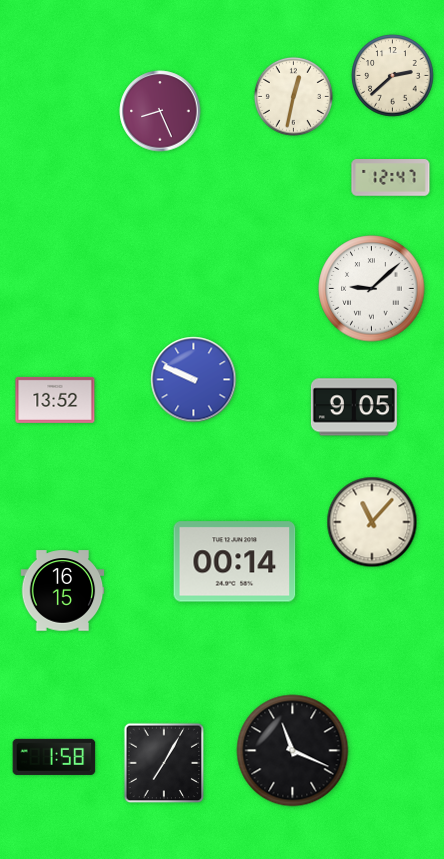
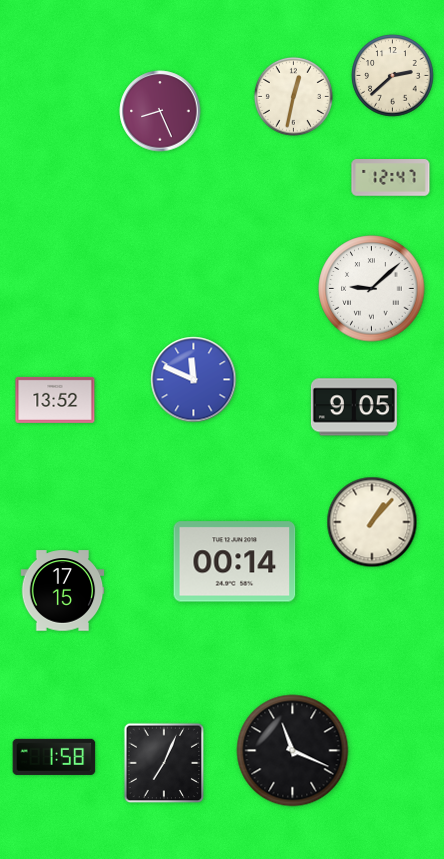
clock at (194, 380): 9:49 -> 11:49
clock at (372, 522): 11:07 -> 1:07
clock at (63, 591): 16:15 -> 17:15
clock at (164, 763): 7:05 -> 7:04
